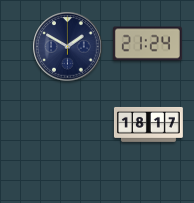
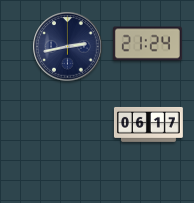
clock at (68, 47): 1:50 -> 2:43
clock at (148, 124): 18:17 -> 06:17
